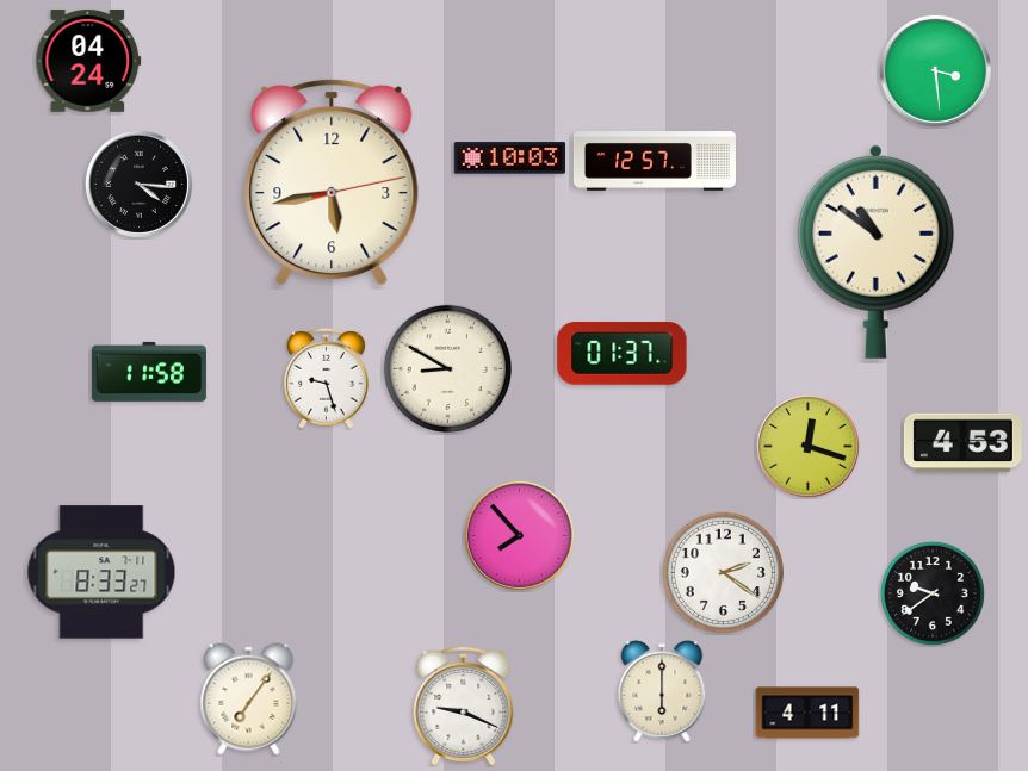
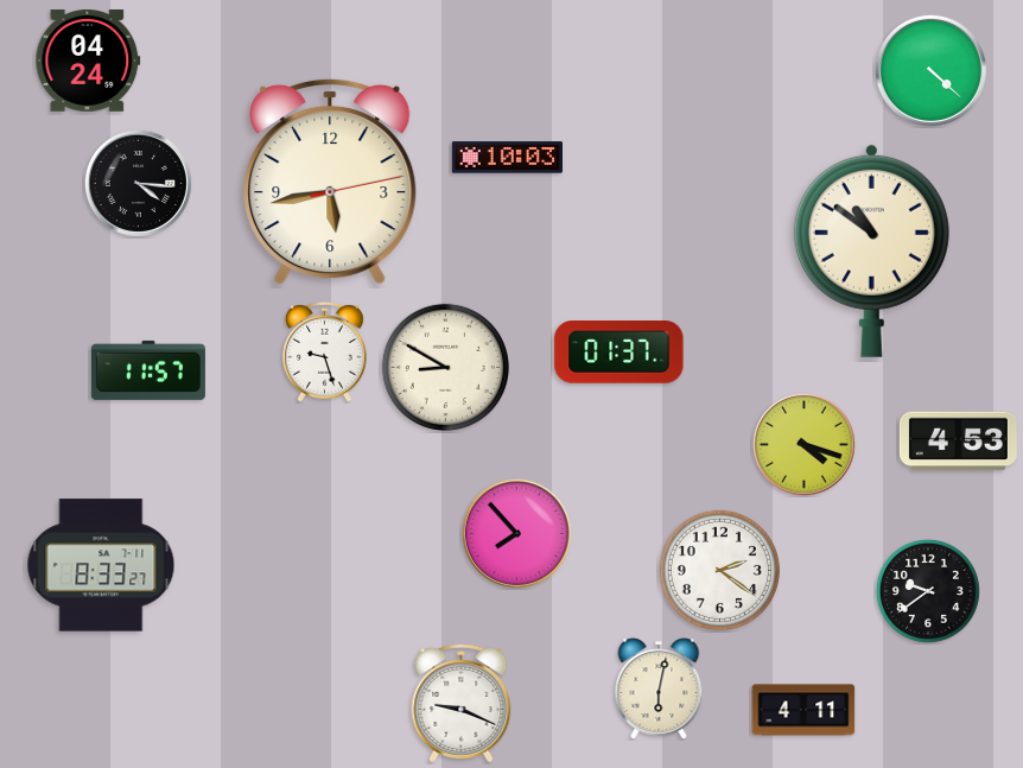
clock at (935, 70): 3:29 -> 4:22
clock at (655, 162): 12:57 -> none
clock at (149, 372): 11:58 -> 11:57
clock at (327, 378) position: (327, 378) -> (325, 351)
clock at (809, 447): 12:18 -> 4:18
clock at (101, 572) position: (101, 572) -> (101, 565)
clock at (662, 691): 6:00 -> 6:02
clock at (249, 700): 7:06 -> none
